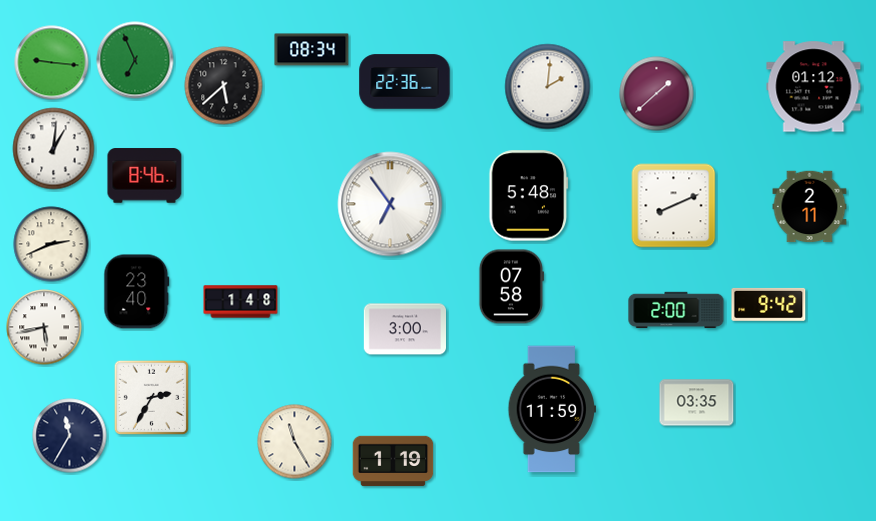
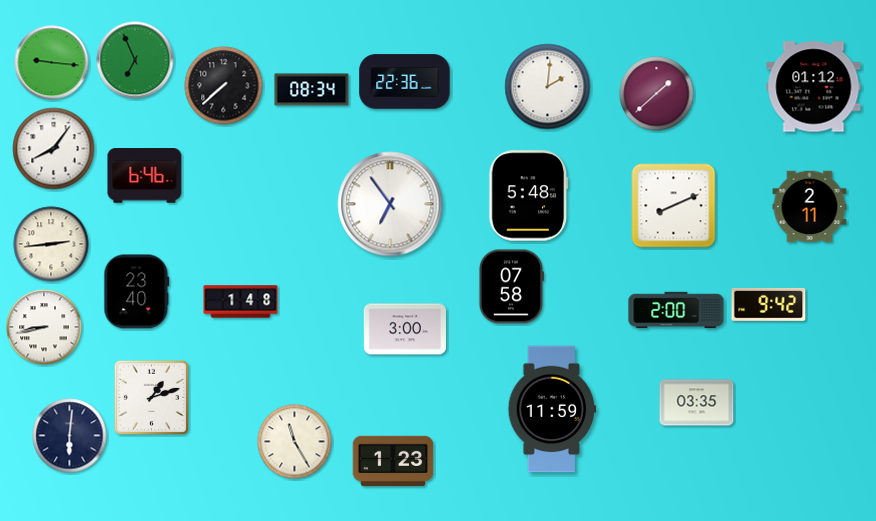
clock at (312, 50) position: (312, 50) -> (312, 90)
clock at (224, 86): 5:38 -> 7:38
clock at (54, 149): 1:01 -> 8:06
clock at (145, 176): 8:46 -> 6:46
clock at (51, 244): 2:41 -> 2:44
clock at (44, 327): 5:43 -> 8:43
clock at (151, 397): 2:35 -> 1:12
clock at (70, 436): 11:35 -> 6:01
clock at (393, 461): 1:19 -> 1:23
